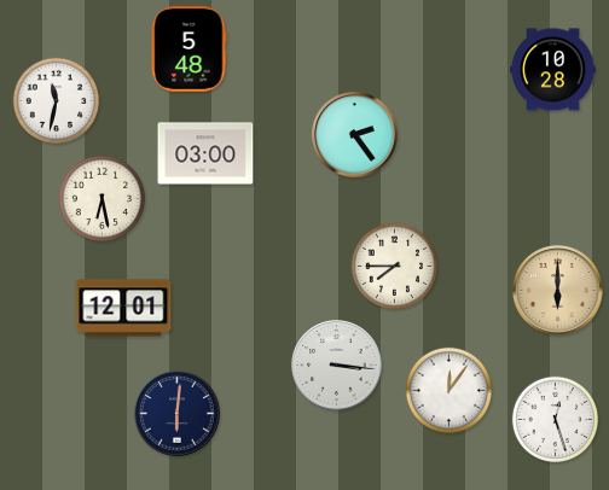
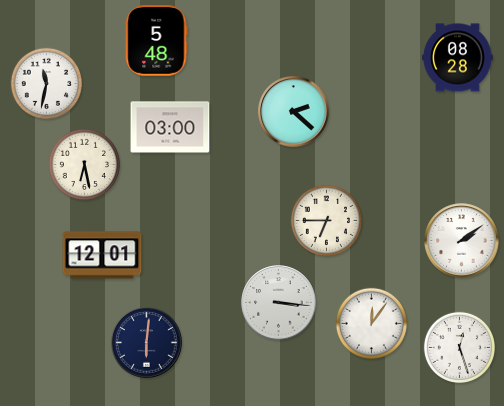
clock at (553, 70): 10:28 -> 08:28
clock at (355, 135): 2:24 -> 2:22
clock at (394, 266): 7:45 -> 6:45
clock at (558, 291): 6:00 -> 2:09
clock at (558, 291) dial: champagne -> white
